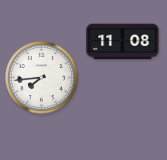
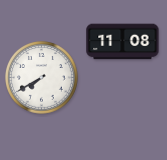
clock at (42, 78): 7:44 -> 7:40
